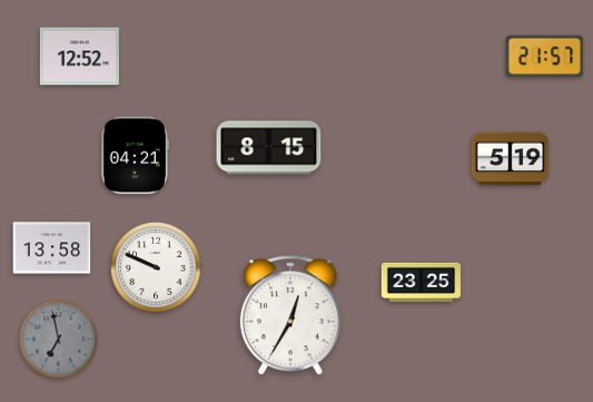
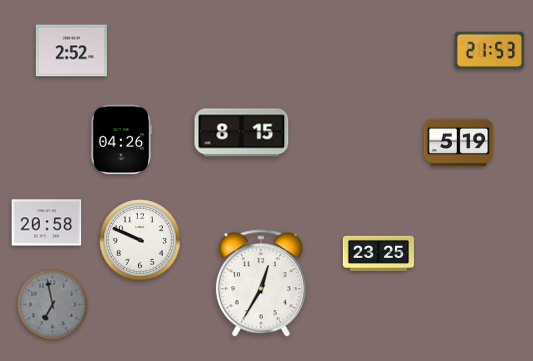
clock at (79, 57): 12:52 -> 2:52
clock at (545, 57): 21:57 -> 21:53
clock at (135, 156): 04:21 -> 04:26
clock at (52, 248): 13:58 -> 20:58
